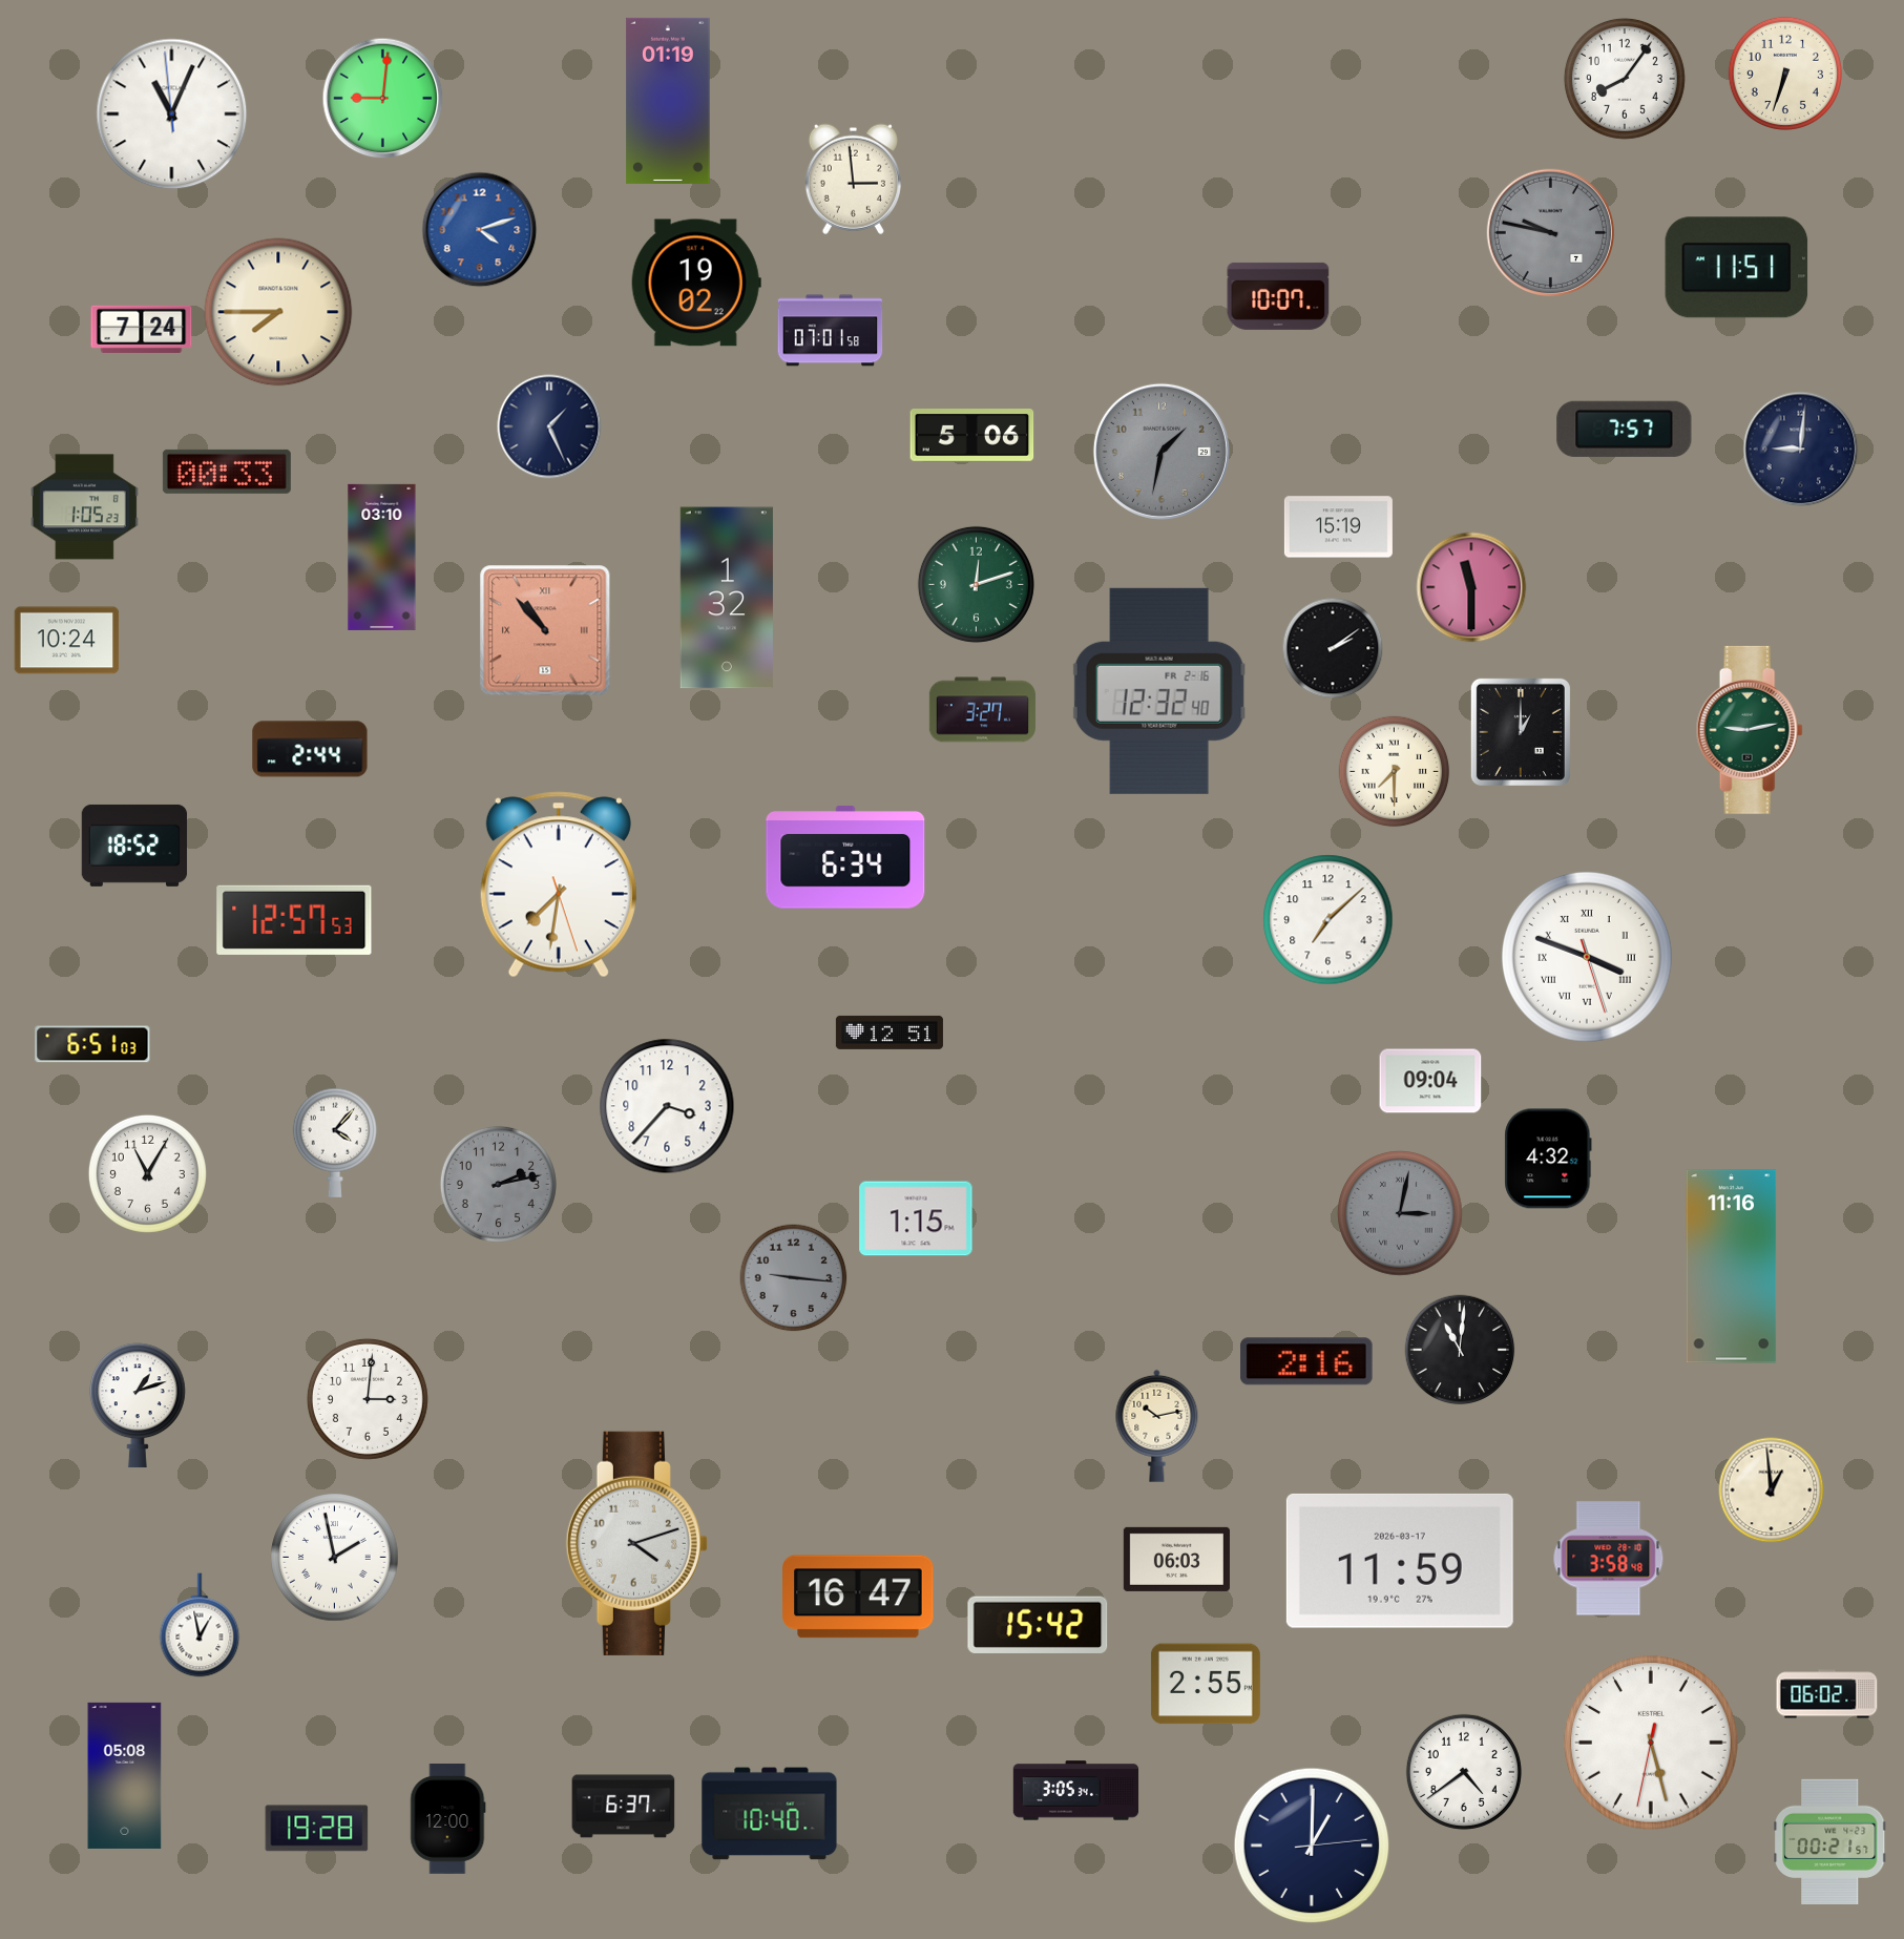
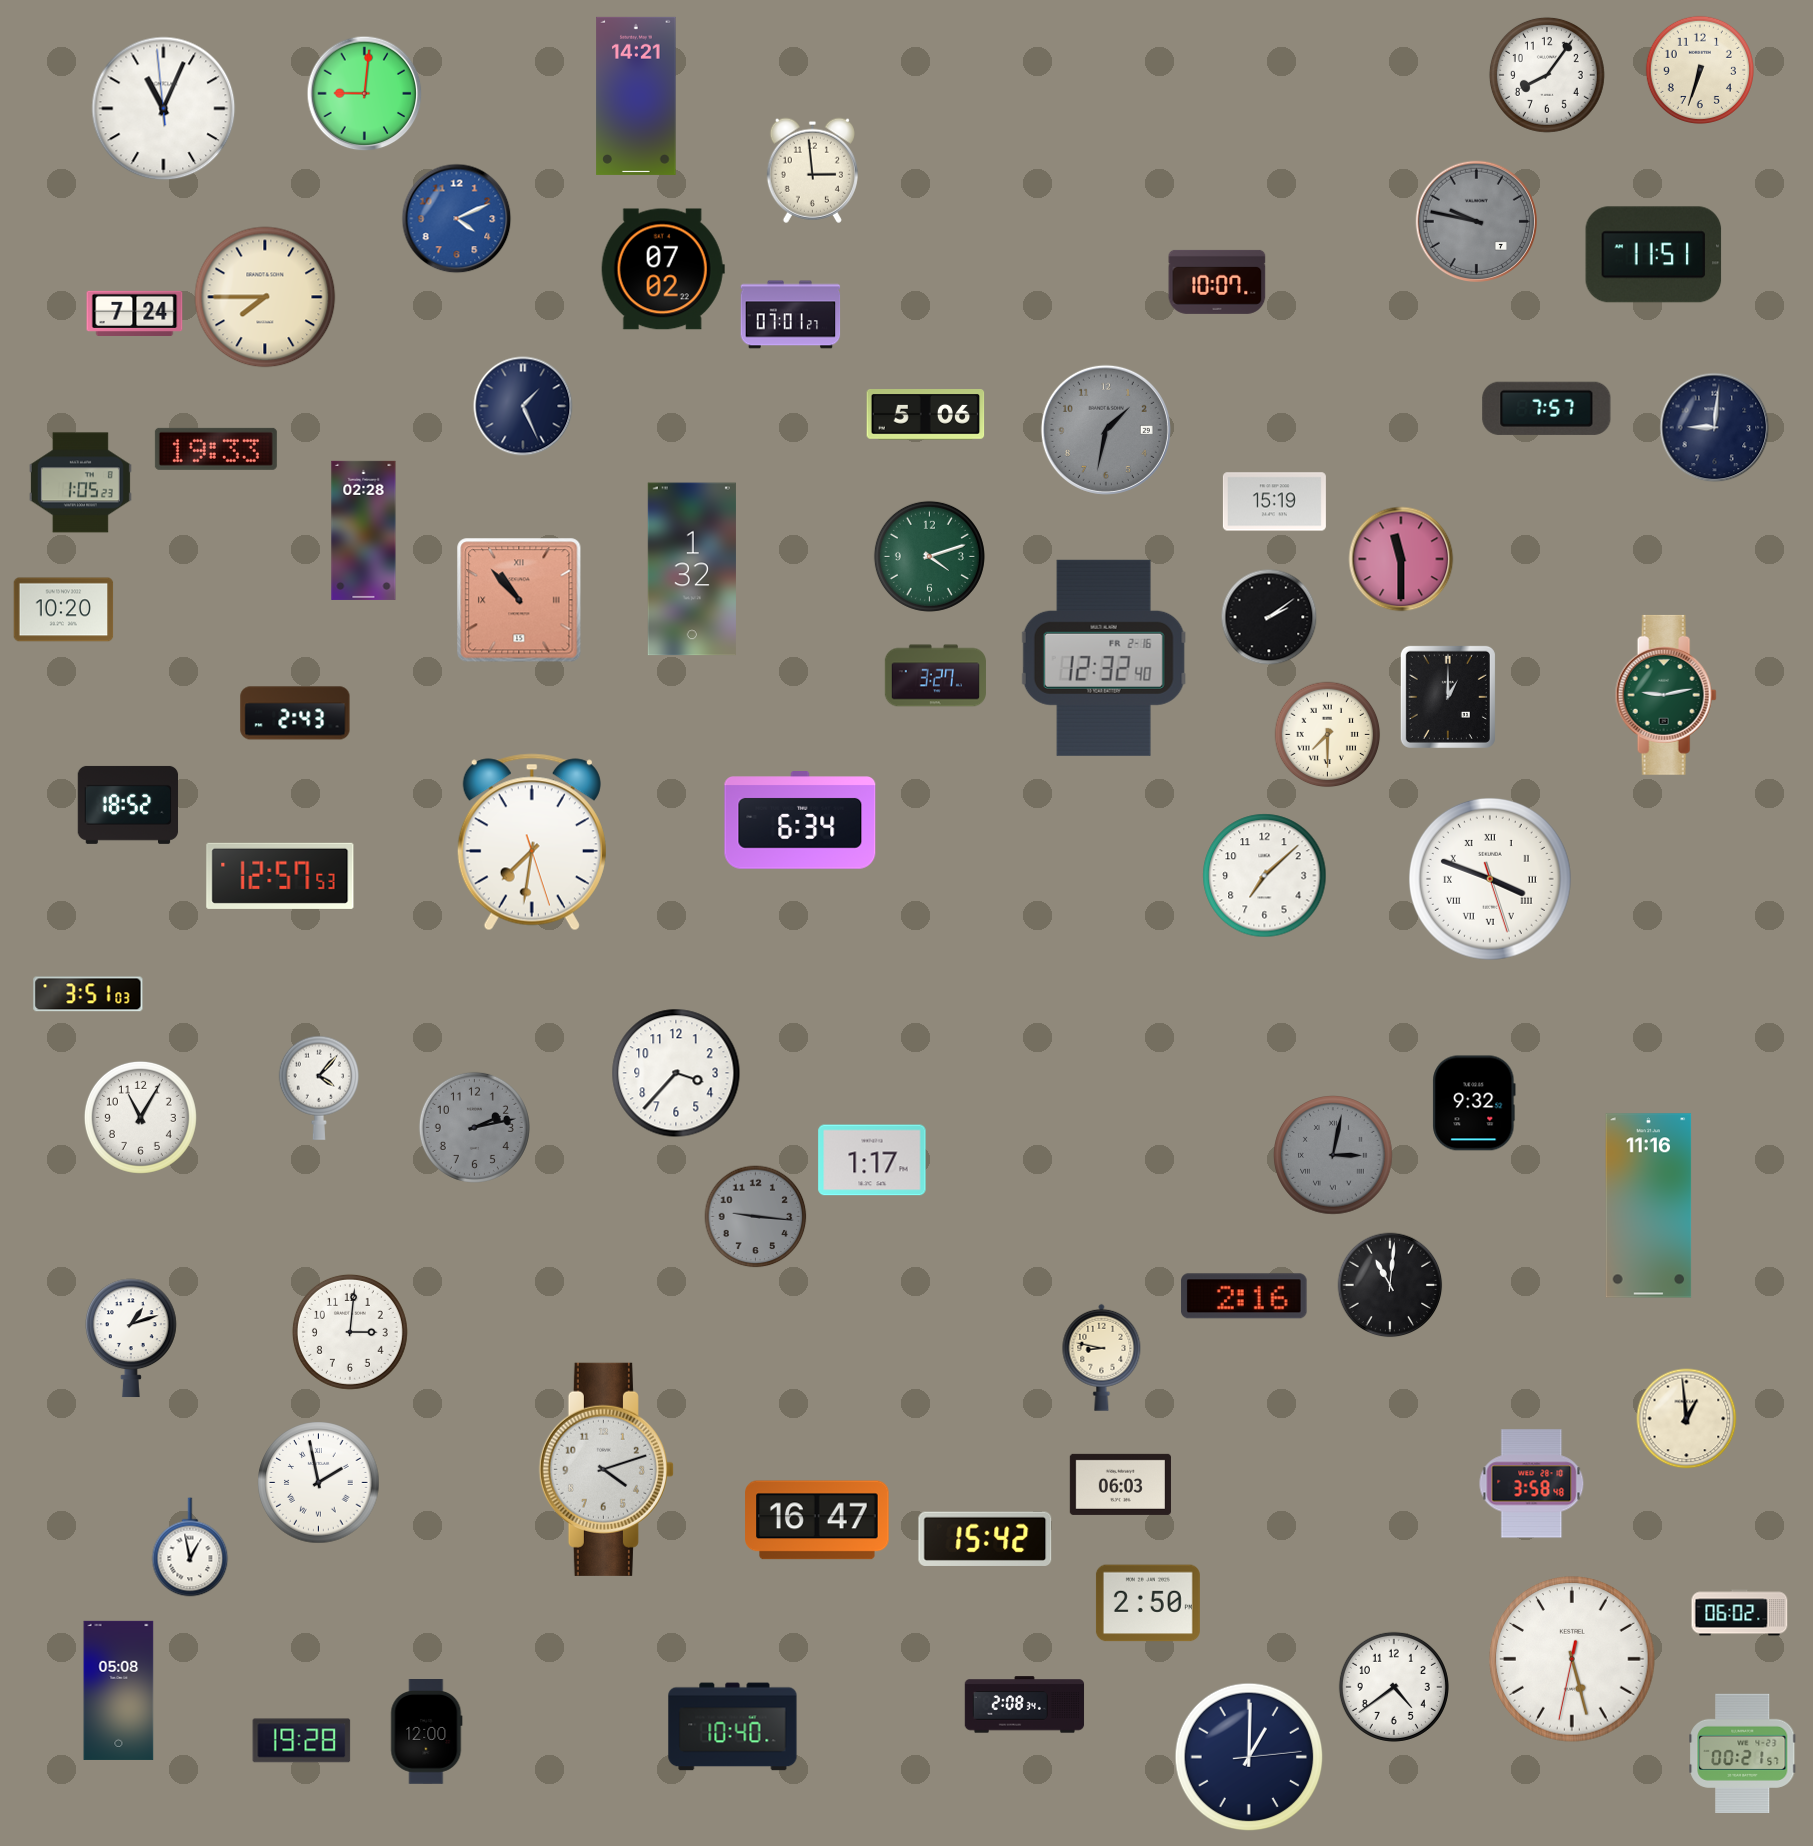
clock at (668, 101): 01:19 -> 14:21
clock at (480, 230): 4:12 -> 4:11
clock at (696, 283): 19:02 -> 07:02
clock at (831, 331): 07:01:58 -> 07:01:27
clock at (227, 472): 00:33 -> 19:33
clock at (382, 557): 03:10 -> 02:28
clock at (976, 584): 12:12 -> 4:12
clock at (67, 641): 10:24 -> 10:20
clock at (310, 749): 2:44 -> 2:43
clock at (845, 857) position: (845, 857) -> (800, 820)
clock at (1587, 957) position: (1587, 957) -> (1490, 879)
clock at (890, 1033): 12:51 -> none
clock at (92, 1044): 6:51 -> 3:51
clock at (1430, 1081): 09:04 -> none
clock at (667, 1106) position: (667, 1106) -> (676, 1073)
clock at (1548, 1159): 4:32 -> 9:32
clock at (916, 1218): 1:15 -> 1:17
clock at (1157, 1425): 10:13 -> 8:47
clock at (1400, 1561): 11:59 -> none
clock at (1038, 1625) position: (1038, 1625) -> (985, 1539)
clock at (1206, 1684): 2:55 -> 2:50
clock at (1076, 1791): 3:05 -> 2:08
clock at (624, 1807): 6:37 -> none
